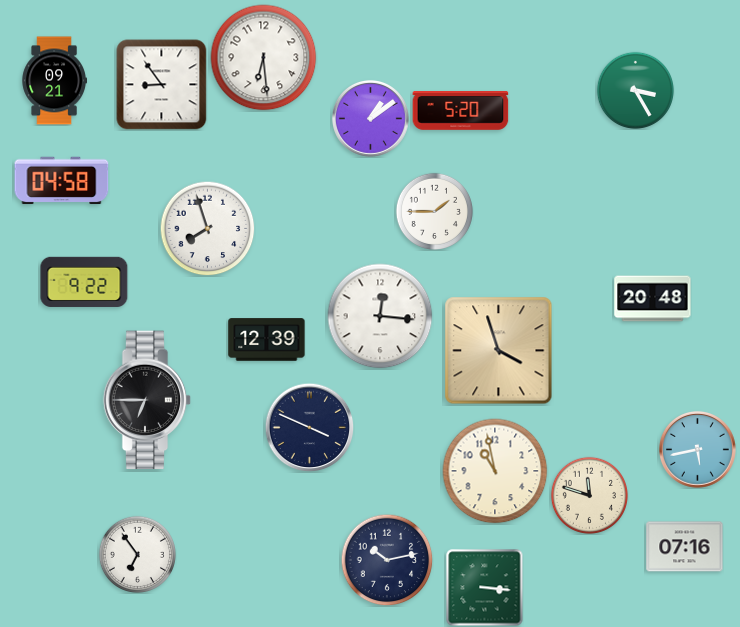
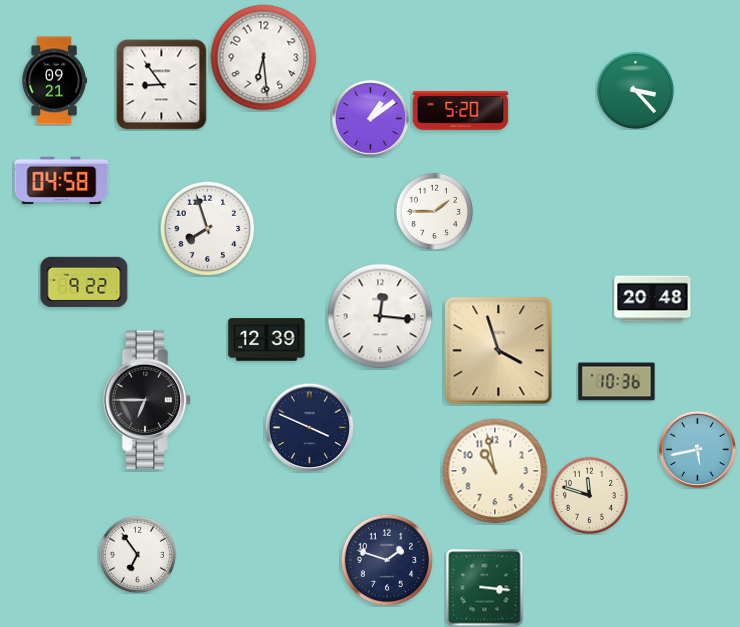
clock at (635, 90): 3:25 -> 3:23
clock at (617, 382): none -> 10:36
clock at (685, 547): 07:16 -> none
clock at (387, 560): 10:13 -> 1:48
